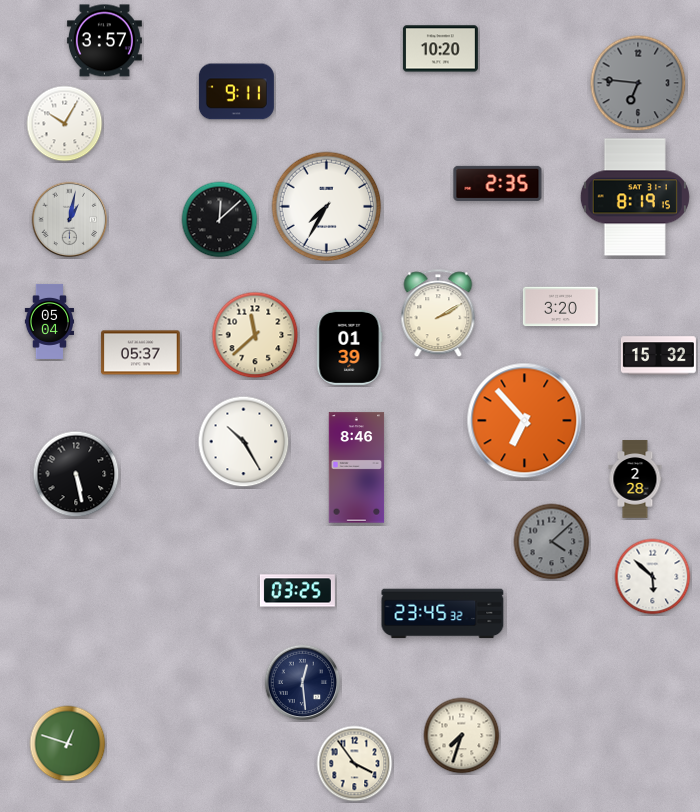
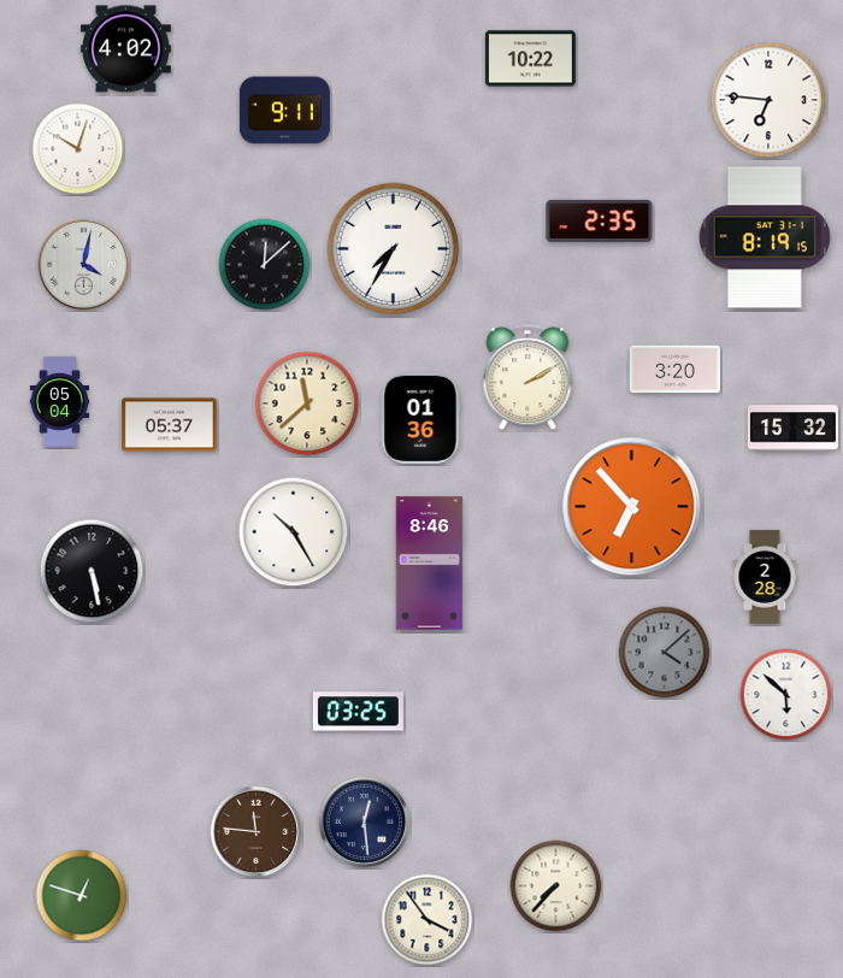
clock at (104, 41): 3:57 -> 4:02
clock at (440, 49): 10:20 -> 10:22
clock at (638, 83) dial: grey -> white
clock at (65, 124): 10:05 -> 10:03
clock at (70, 220): 1:02 -> 4:02
clock at (50, 321) position: (50, 321) -> (60, 401)
clock at (350, 347): 01:39 -> 01:36
clock at (443, 614): 23:45 -> none
clock at (257, 832): none -> 11:46
clock at (462, 736): 7:33 -> 7:37
